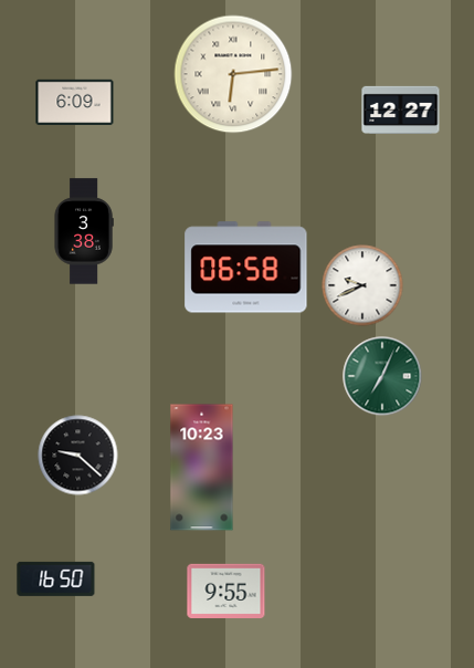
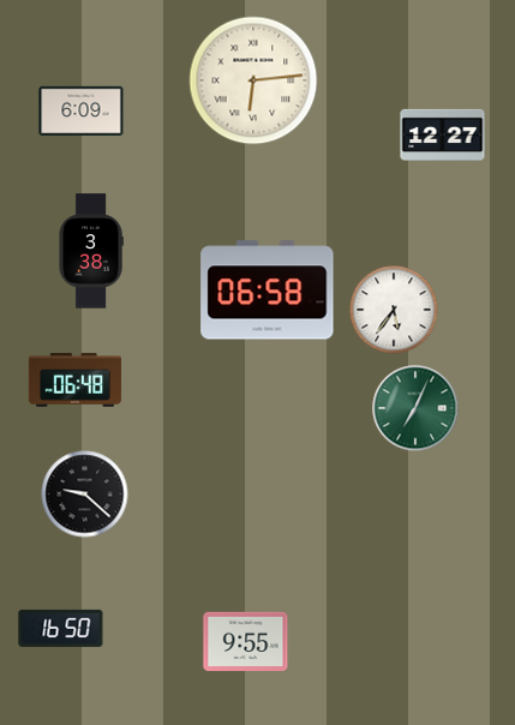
clock at (401, 109) position: (401, 109) -> (443, 134)
clock at (362, 285): 9:41 -> 5:36
clock at (74, 381): none -> 06:48
clock at (202, 468): 10:23 -> none
